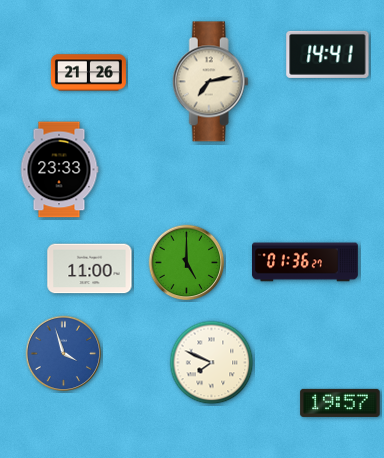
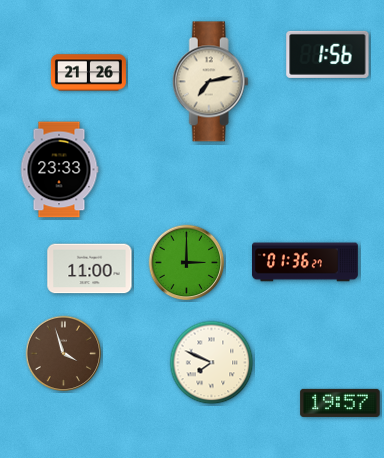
clock at (328, 54): 14:41 -> 1:56
clock at (187, 263): 5:00 -> 3:00
clock at (64, 354) dial: blue -> brown
